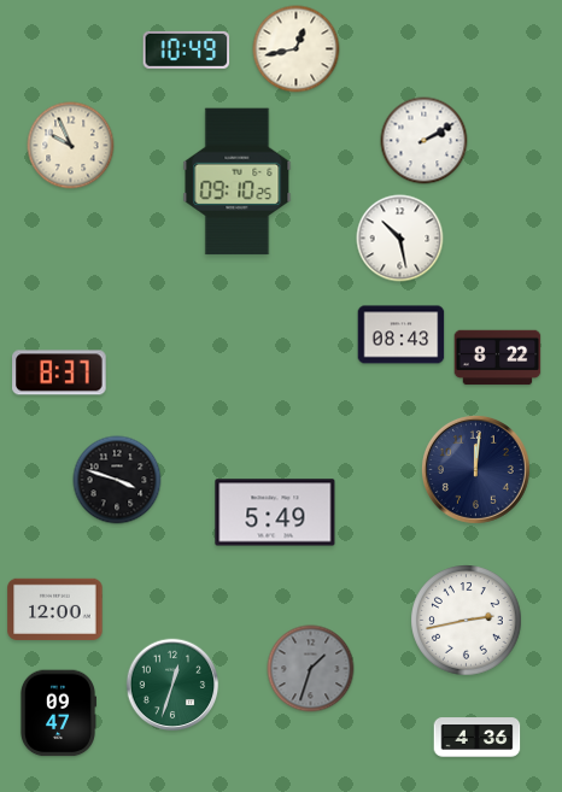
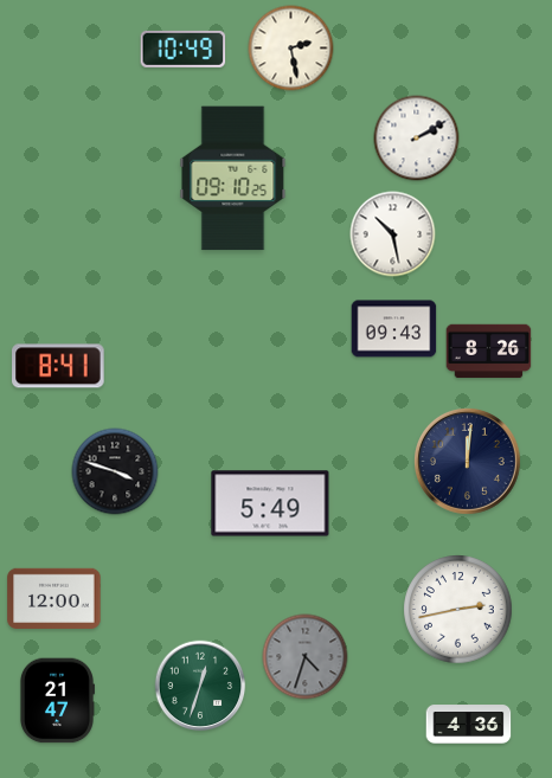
clock at (297, 49): 12:43 -> 2:28
clock at (71, 146): 9:56 -> none
clock at (402, 335): 08:43 -> 09:43
clock at (498, 358): 8:22 -> 8:26
clock at (59, 372): 8:37 -> 8:41
clock at (311, 669): 1:33 -> 4:33
clock at (172, 685) position: (172, 685) -> (200, 686)
clock at (58, 714): 09:47 -> 21:47
